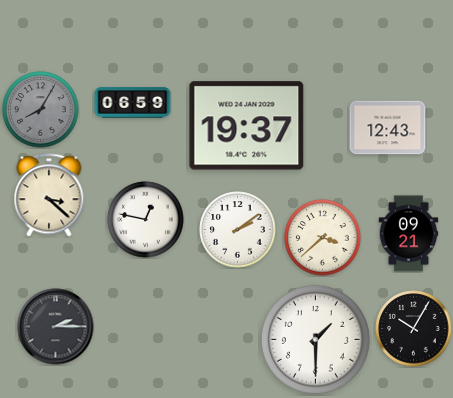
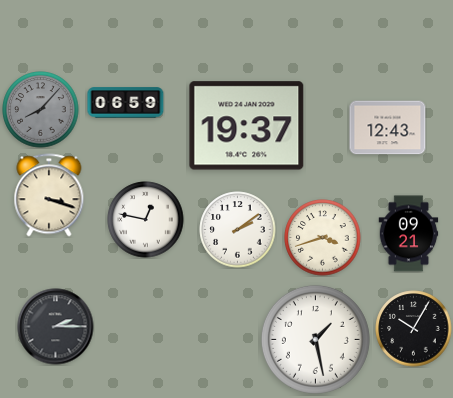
clock at (133, 103) position: (133, 103) -> (126, 103)
clock at (41, 110): 8:05 -> 8:07
clock at (49, 195): 3:22 -> 3:18
clock at (323, 238): 3:38 -> 3:42
clock at (315, 339): 1:30 -> 1:28
